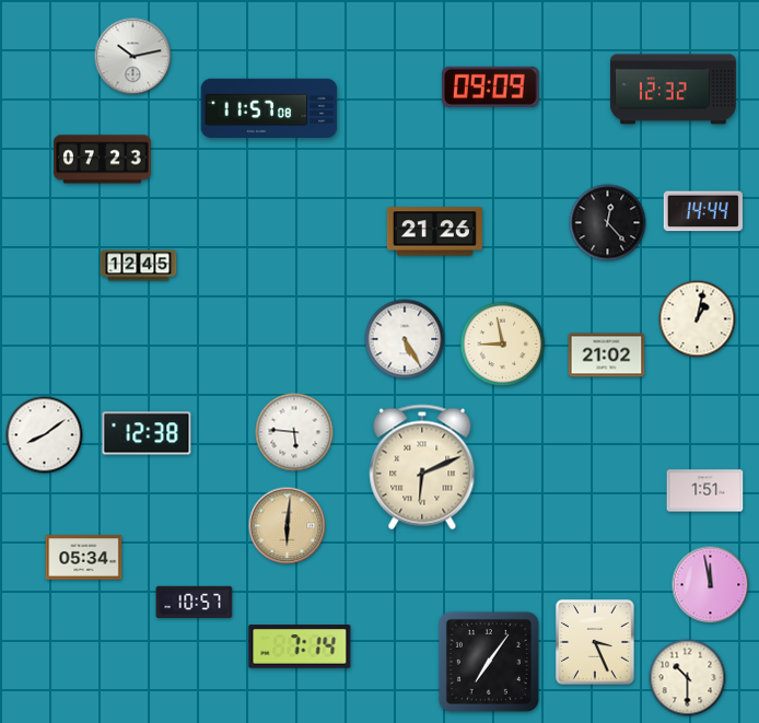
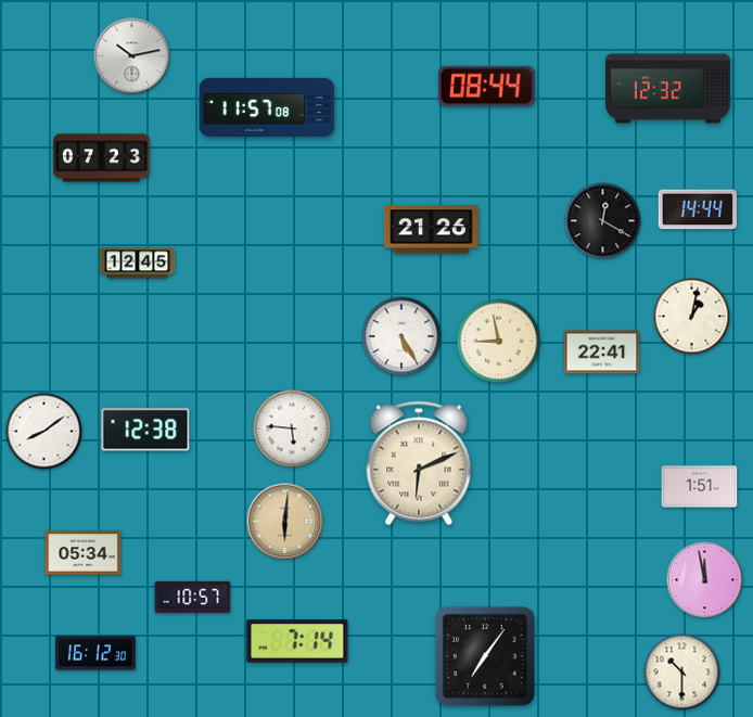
clock at (490, 86): 09:09 -> 08:44
clock at (608, 223): 12:23 -> 12:20
clock at (607, 355): 21:02 -> 22:41
clock at (596, 643): 3:26 -> none
clock at (95, 653): none -> 16:12
